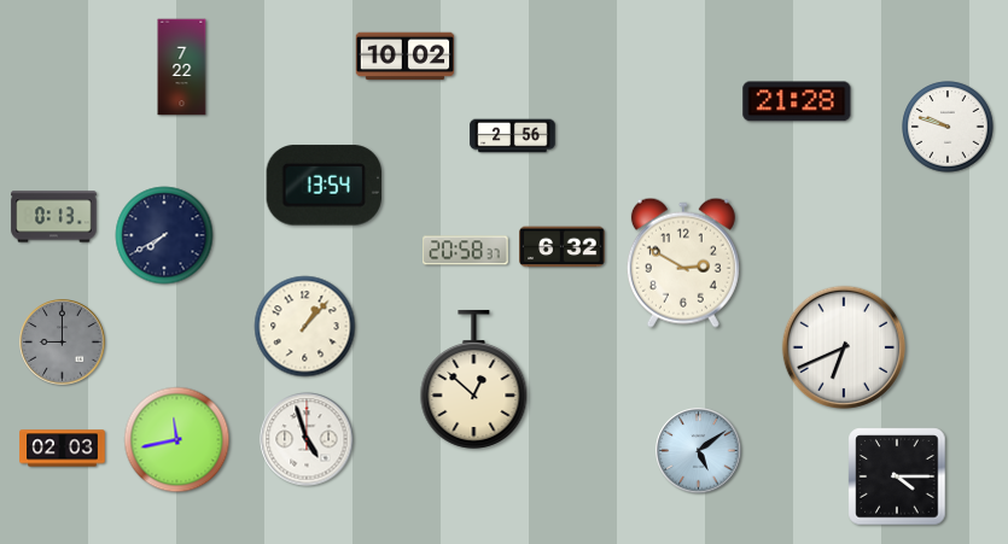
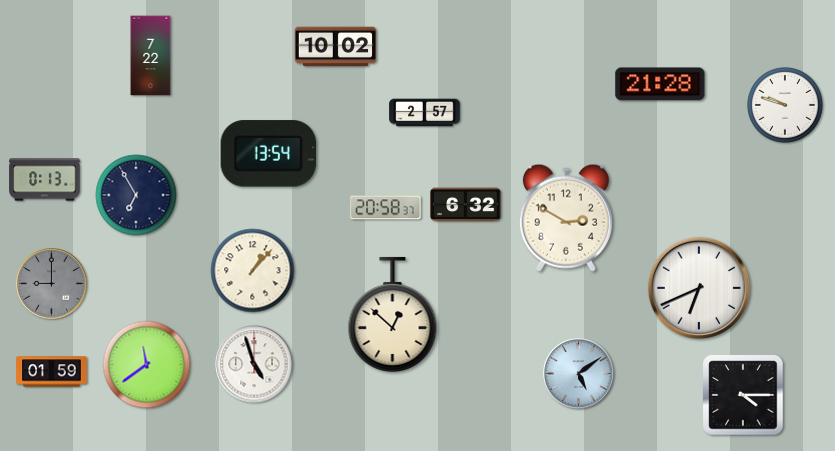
clock at (513, 136): 2:56 -> 2:57
clock at (164, 235): 7:40 -> 6:55
clock at (177, 440): 11:43 -> 11:39
clock at (63, 449): 02:03 -> 01:59
